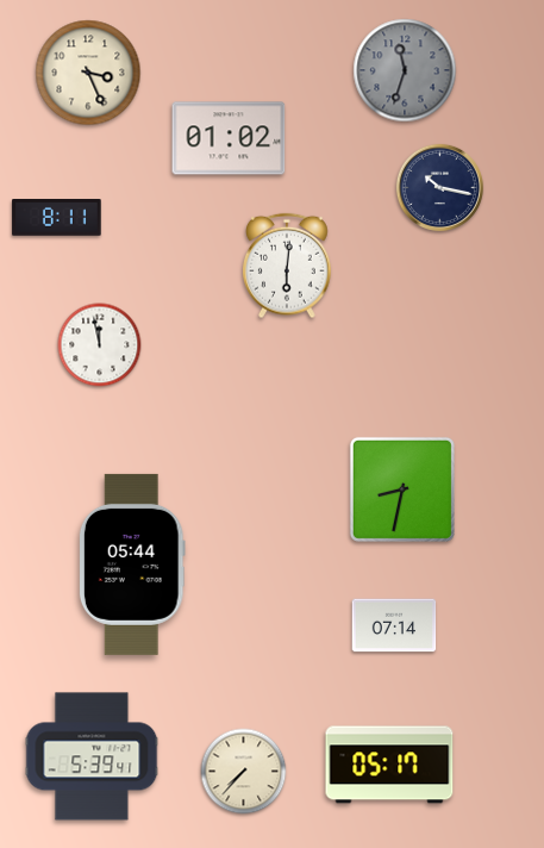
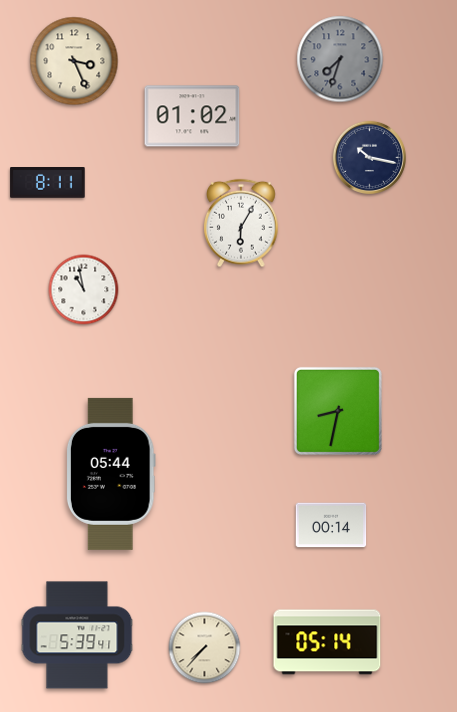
clock at (405, 70): 11:33 -> 7:33
clock at (288, 266): 6:01 -> 6:05
clock at (100, 345): 11:58 -> 10:58
clock at (394, 625): 07:14 -> 00:14
clock at (389, 765): 05:17 -> 05:14
